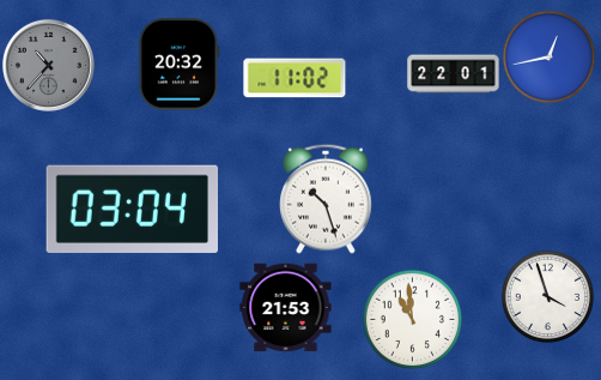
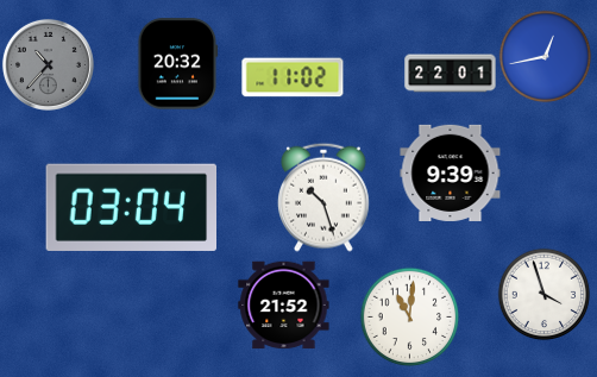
clock at (451, 172): none -> 9:39
clock at (286, 308): 21:53 -> 21:52
clock at (412, 319): 10:59 -> 11:01
